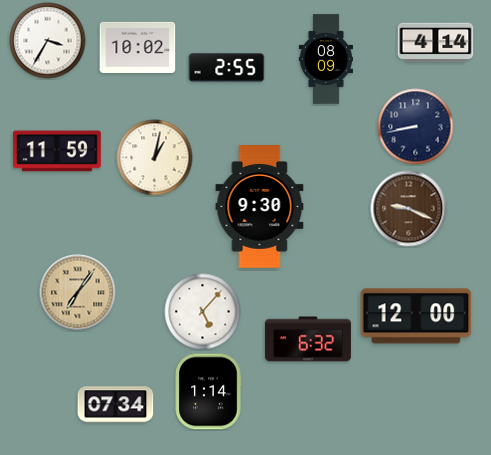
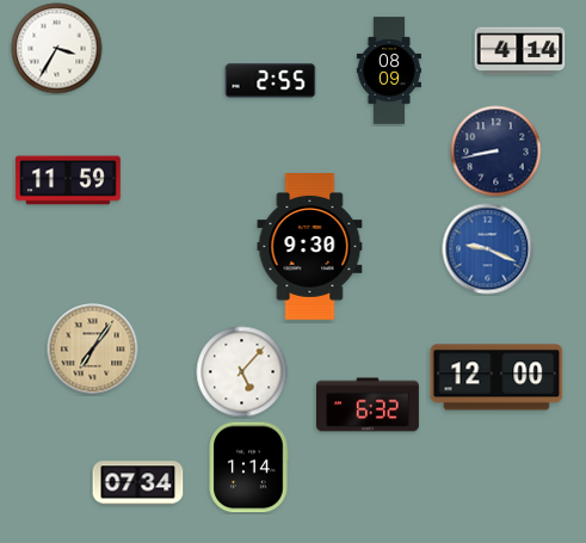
clock at (138, 47): 10:02 -> none
clock at (155, 158): 1:02 -> none
clock at (409, 209) dial: brown -> blue
